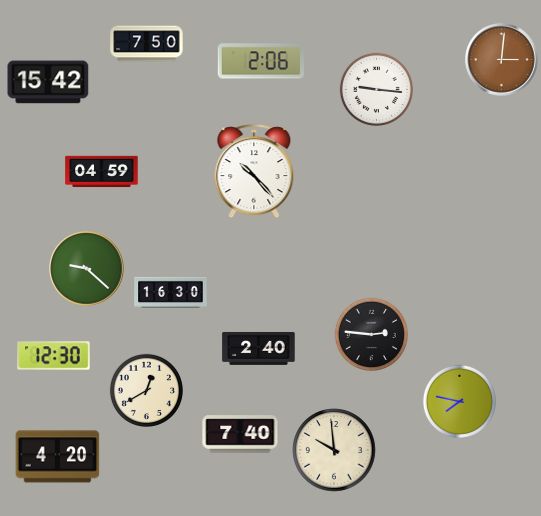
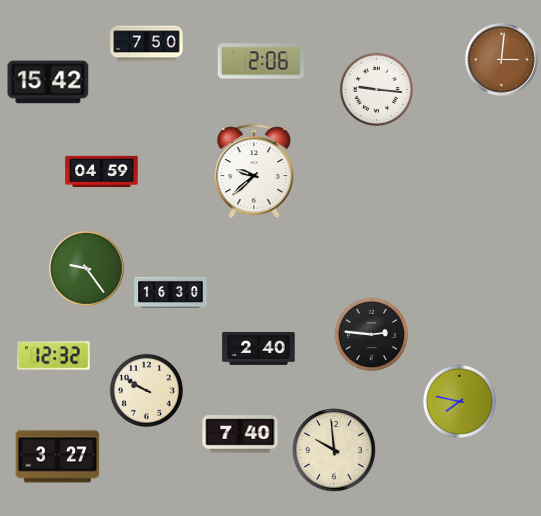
clock at (254, 172): 10:23 -> 9:38
clock at (87, 269): 9:22 -> 9:24
clock at (54, 356): 12:30 -> 12:32
clock at (146, 390): 12:40 -> 9:50
clock at (58, 457): 4:20 -> 3:27
